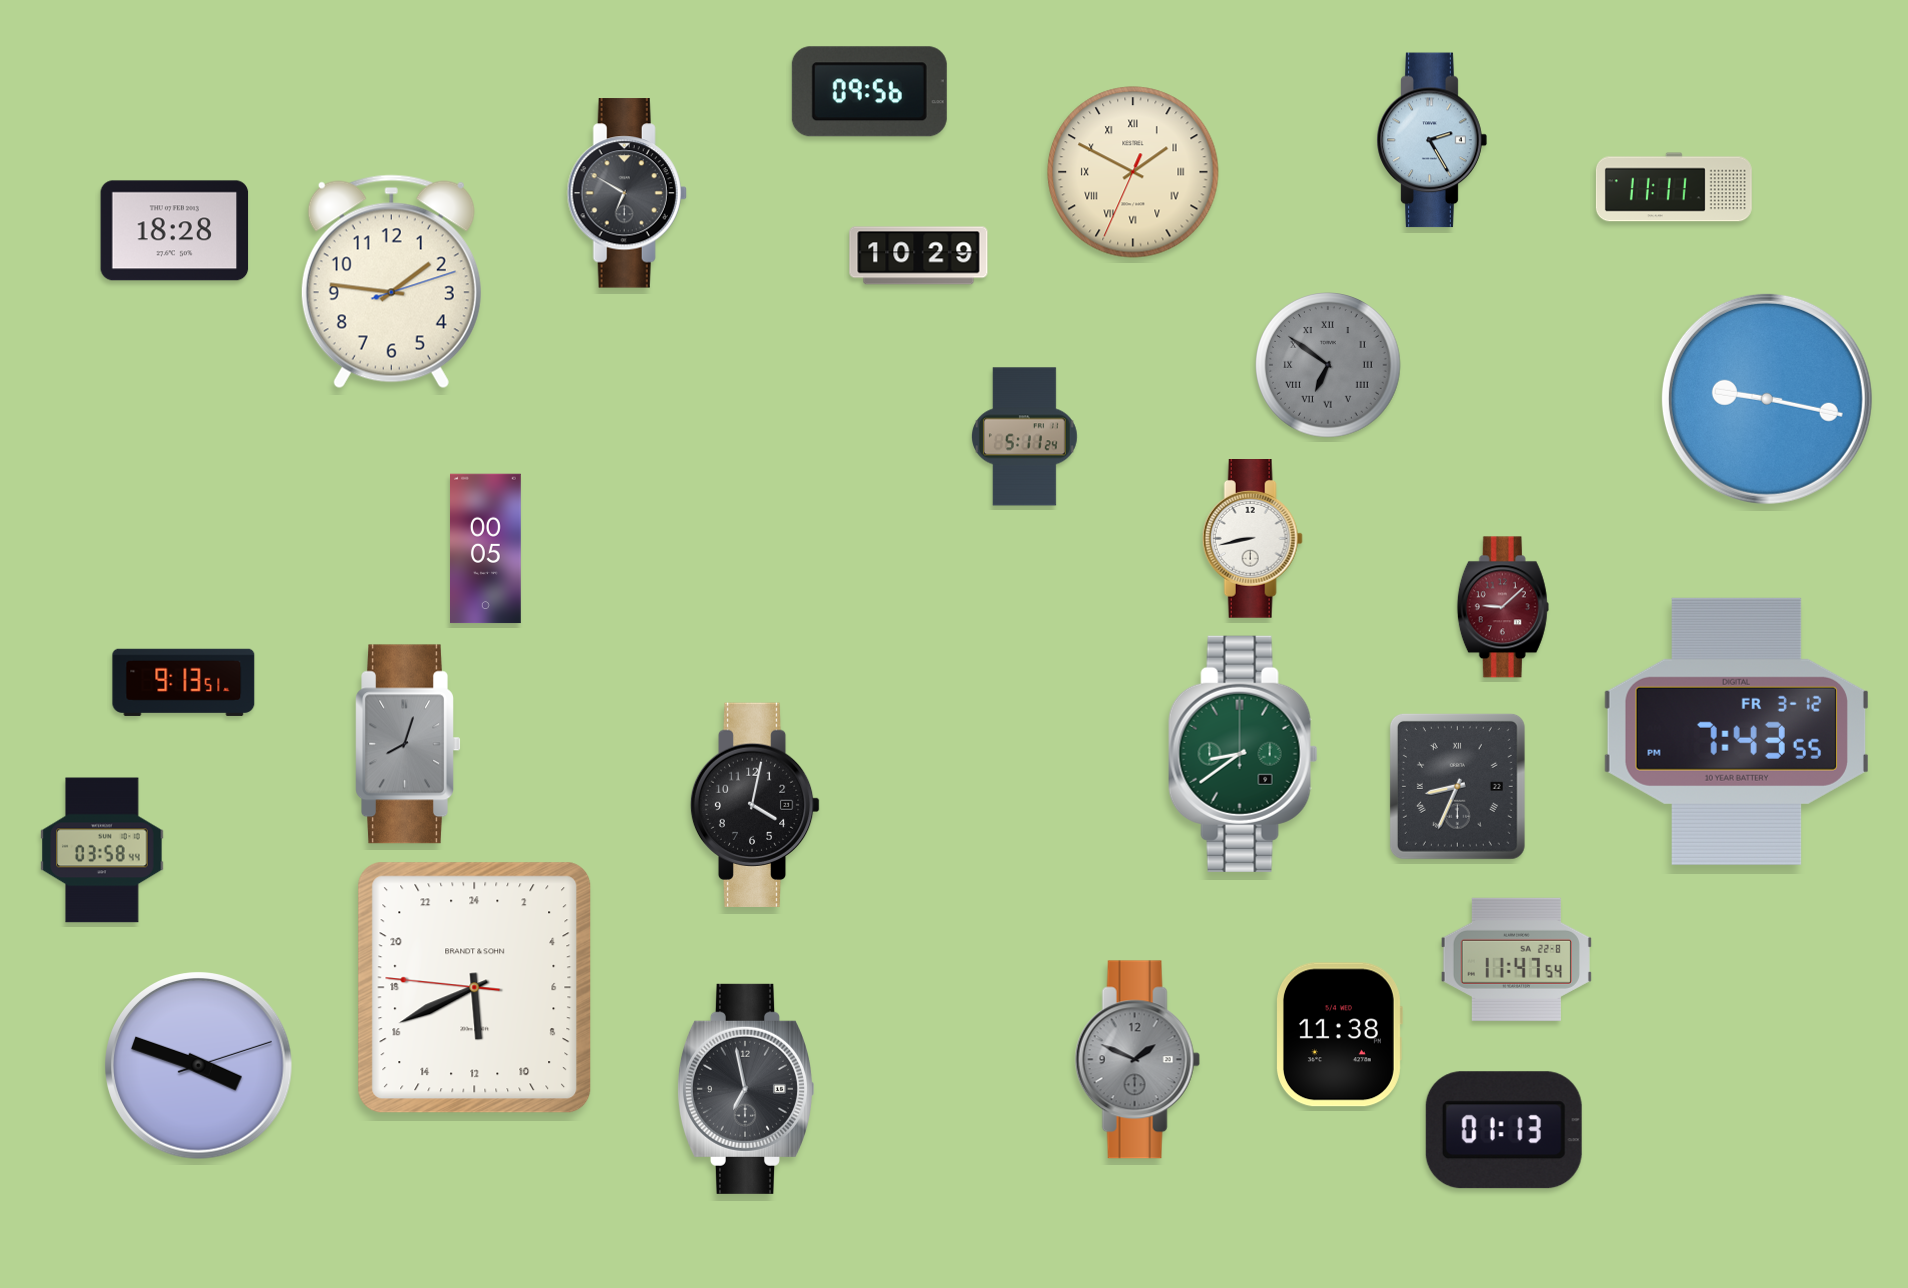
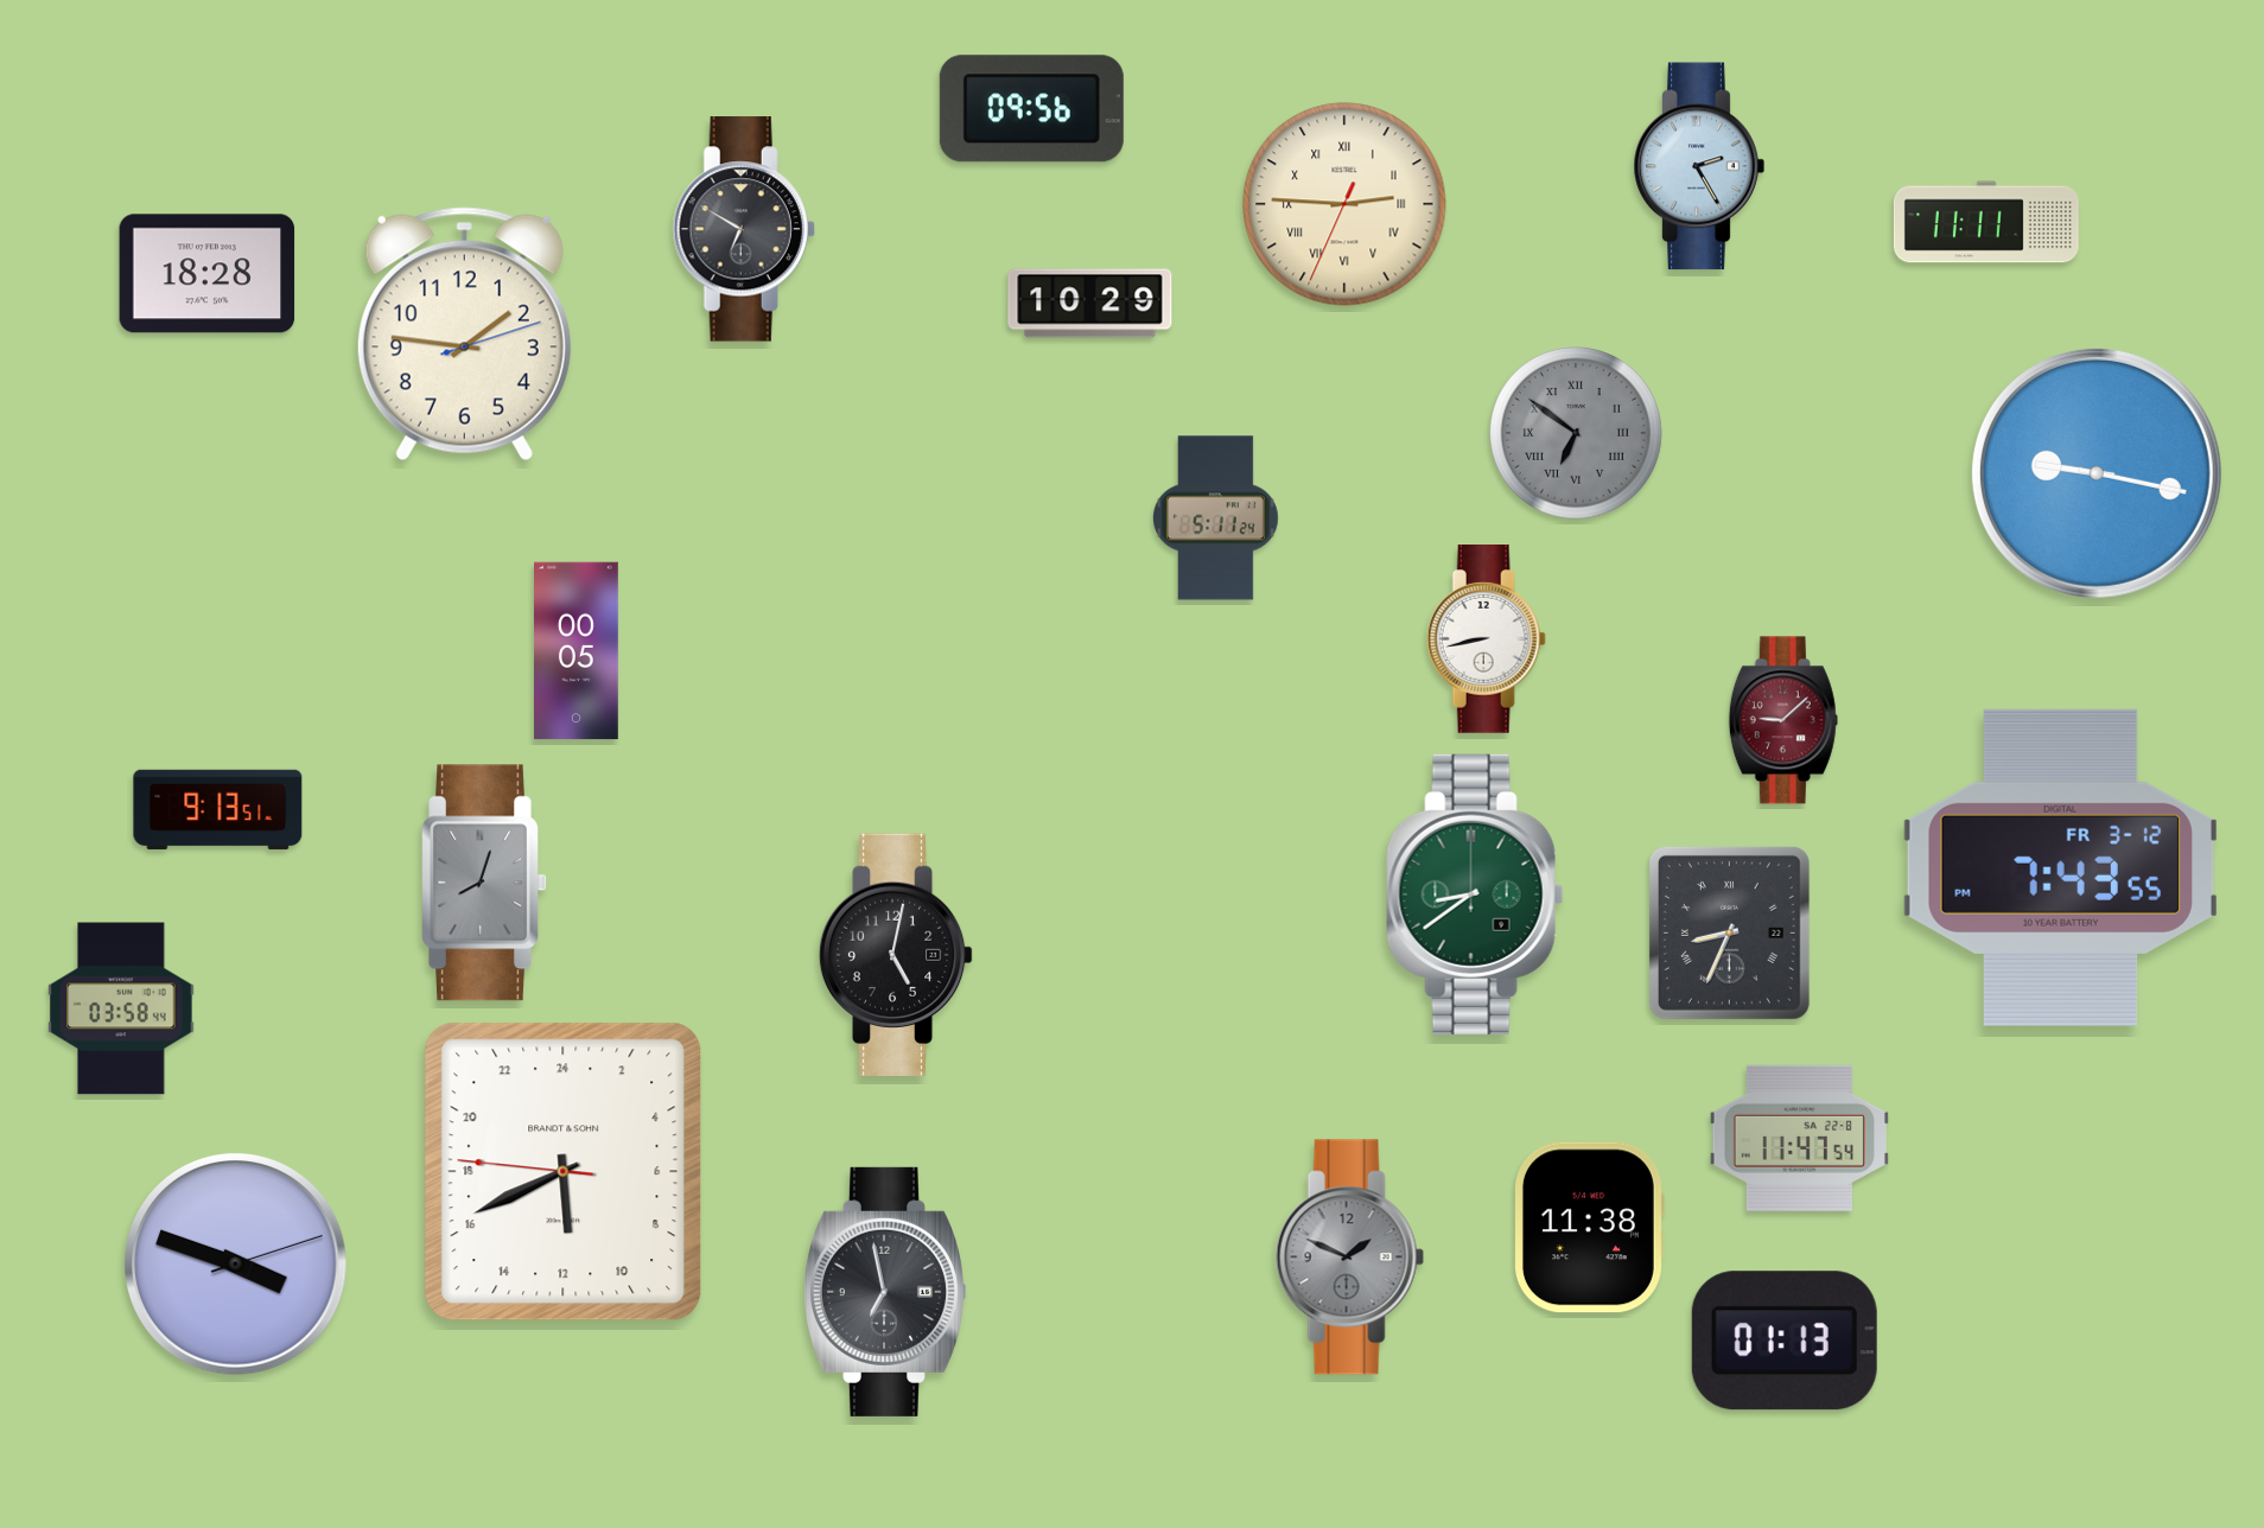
clock at (1133, 172): 1:49 -> 2:45
clock at (755, 804): 4:02 -> 5:02
